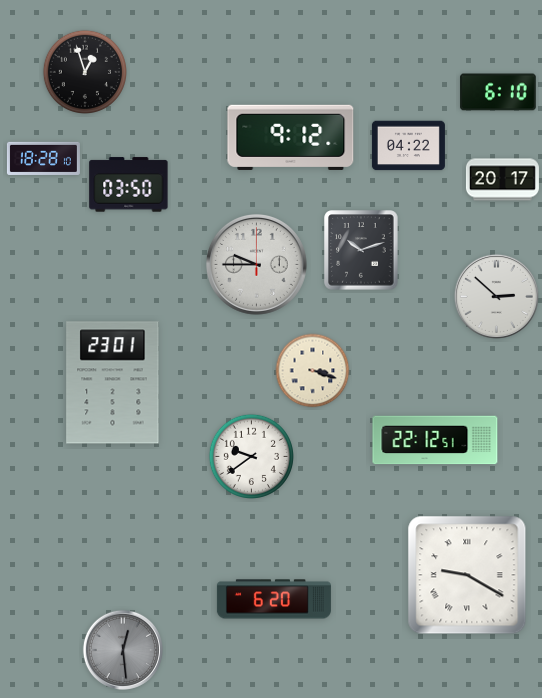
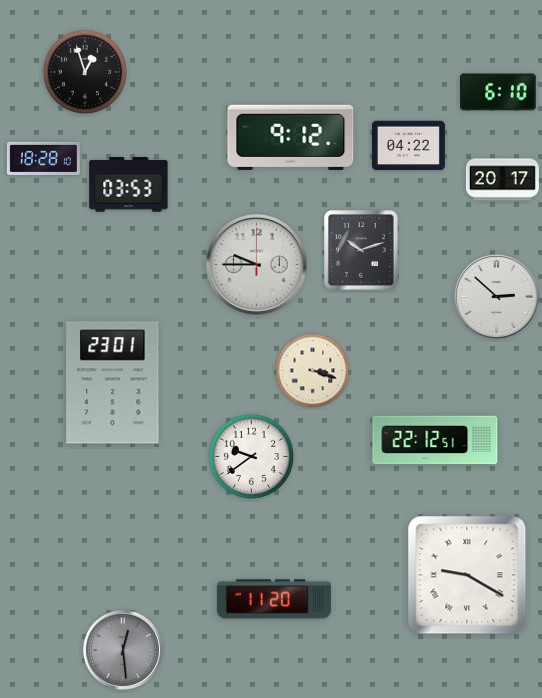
clock at (129, 185): 03:50 -> 03:53
clock at (274, 599): 6:20 -> 11:20
